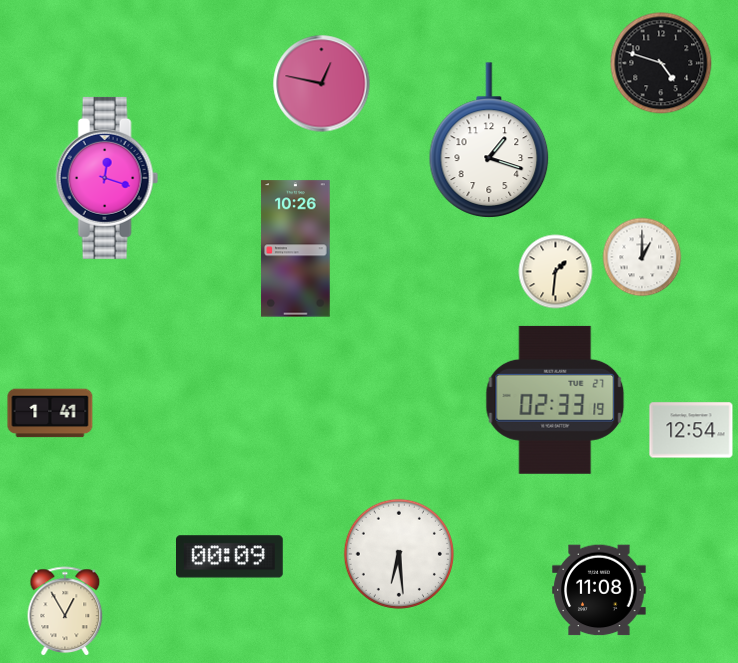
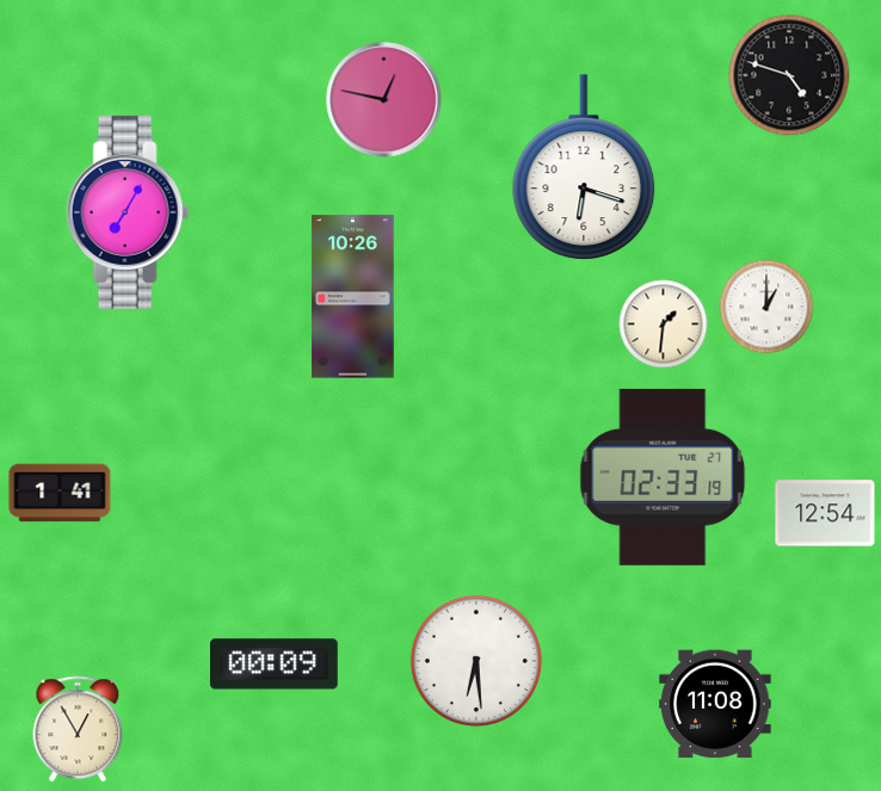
clock at (489, 140): 1:18 -> 6:18
clock at (107, 178): 12:18 -> 7:05
